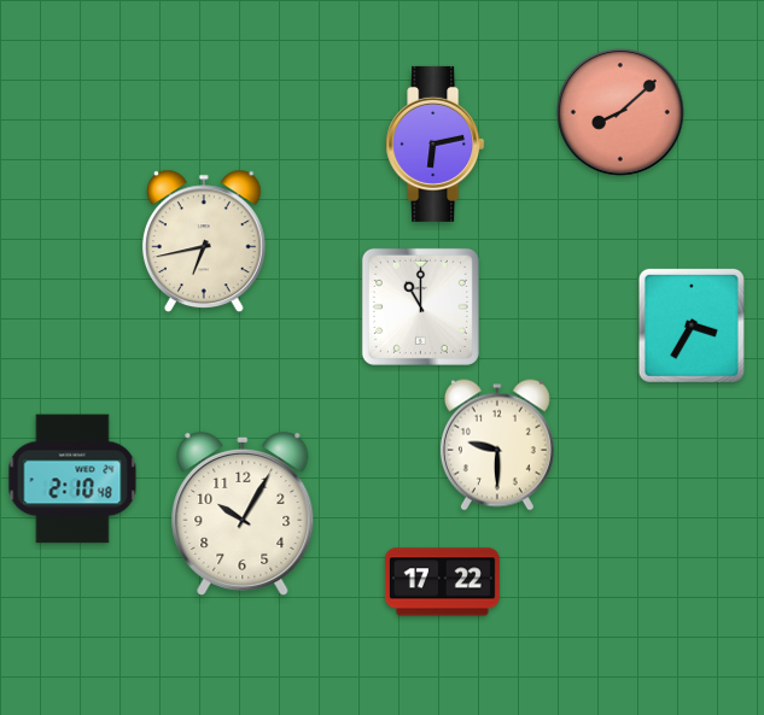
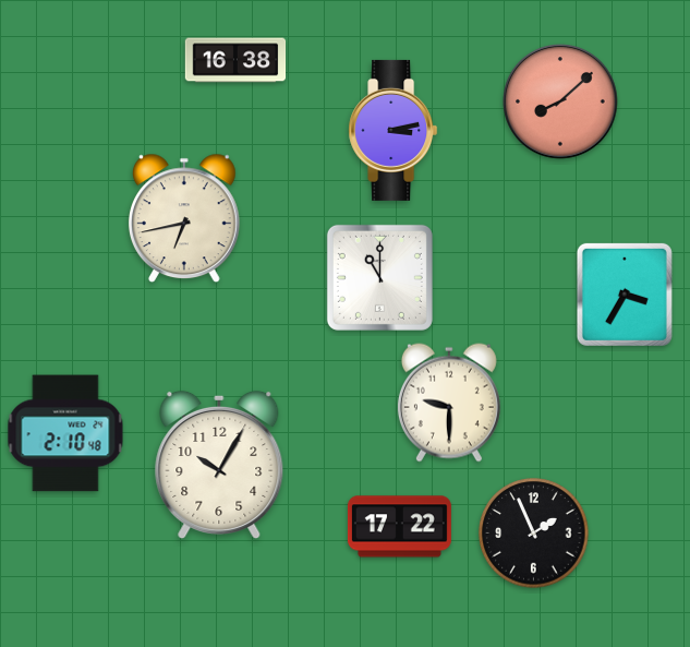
clock at (235, 60): none -> 16:38
clock at (436, 143): 6:13 -> 3:13
clock at (534, 534): none -> 1:56
